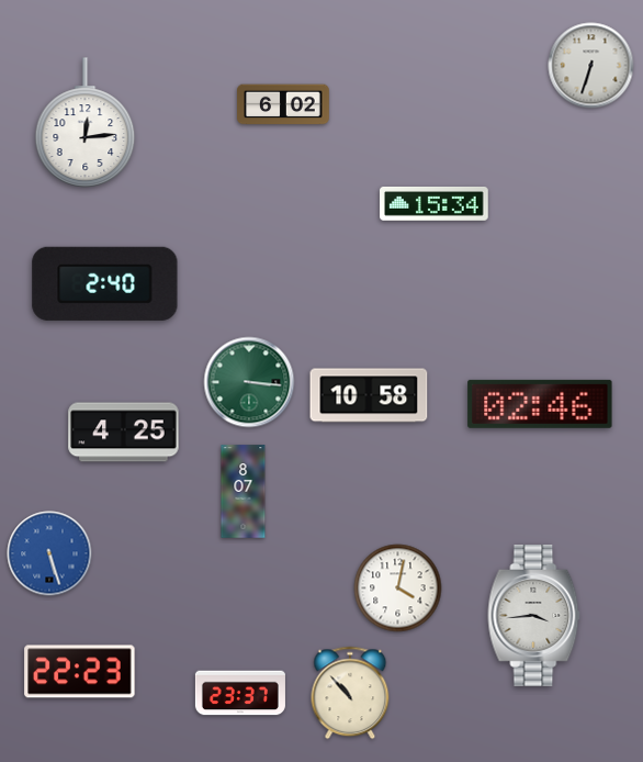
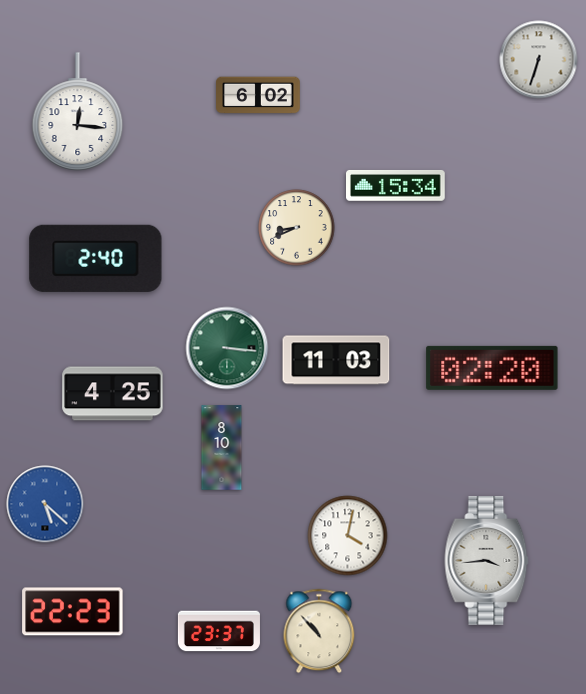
clock at (86, 123): 12:14 -> 12:16
clock at (297, 228): none -> 8:41
clock at (369, 395): 10:58 -> 11:03
clock at (540, 404): 02:46 -> 02:20
clock at (244, 492): 8:07 -> 8:10
clock at (49, 553): 5:27 -> 5:22
clock at (398, 589) position: (398, 589) -> (348, 536)
